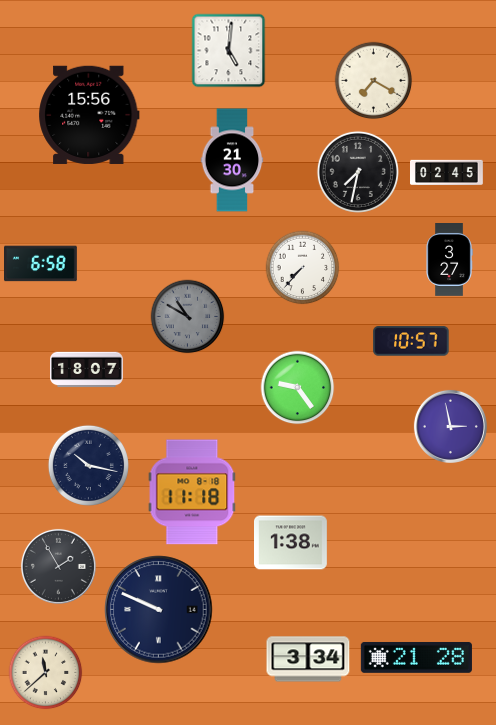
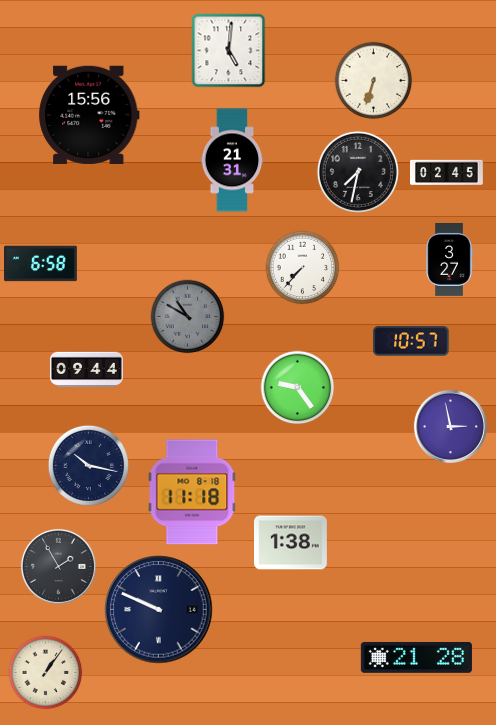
clock at (374, 81): 7:20 -> 6:33
clock at (232, 160): 21:30 -> 21:31
clock at (87, 370): 18:07 -> 09:44
clock at (308, 659): 3:34 -> none
clock at (46, 673): 11:38 -> 1:06
